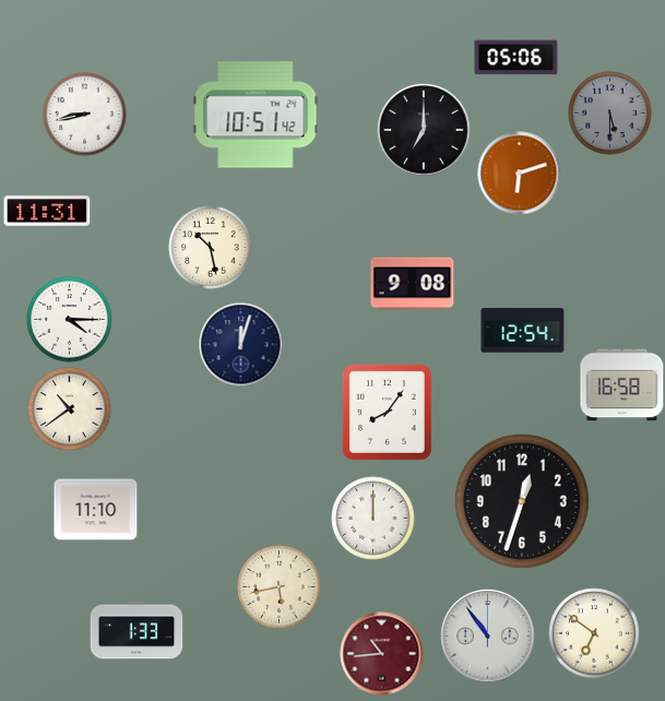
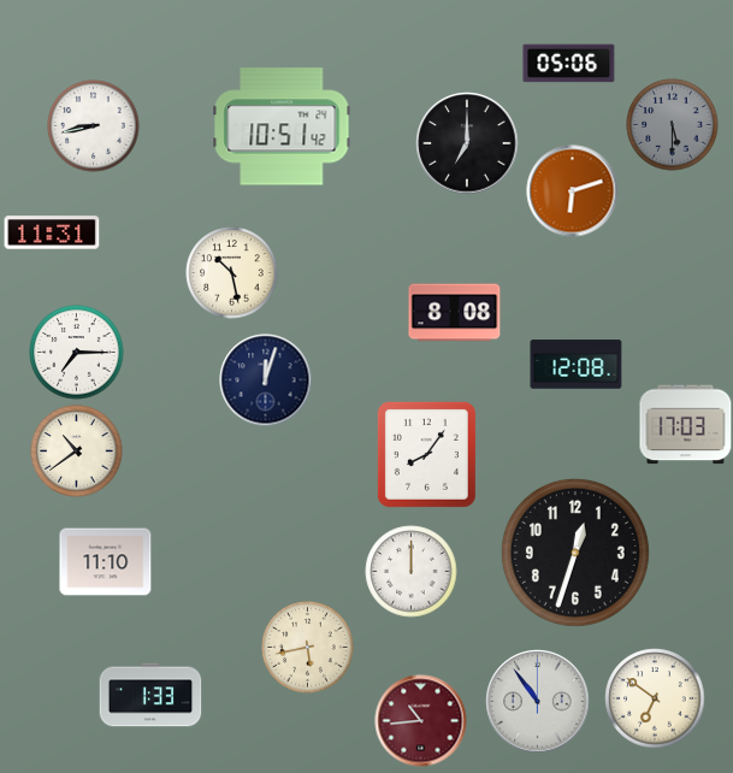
clock at (413, 284): 9:08 -> 8:08
clock at (70, 320): 4:15 -> 7:15
clock at (523, 331): 12:54 -> 12:08
clock at (622, 385): 16:58 -> 17:03
